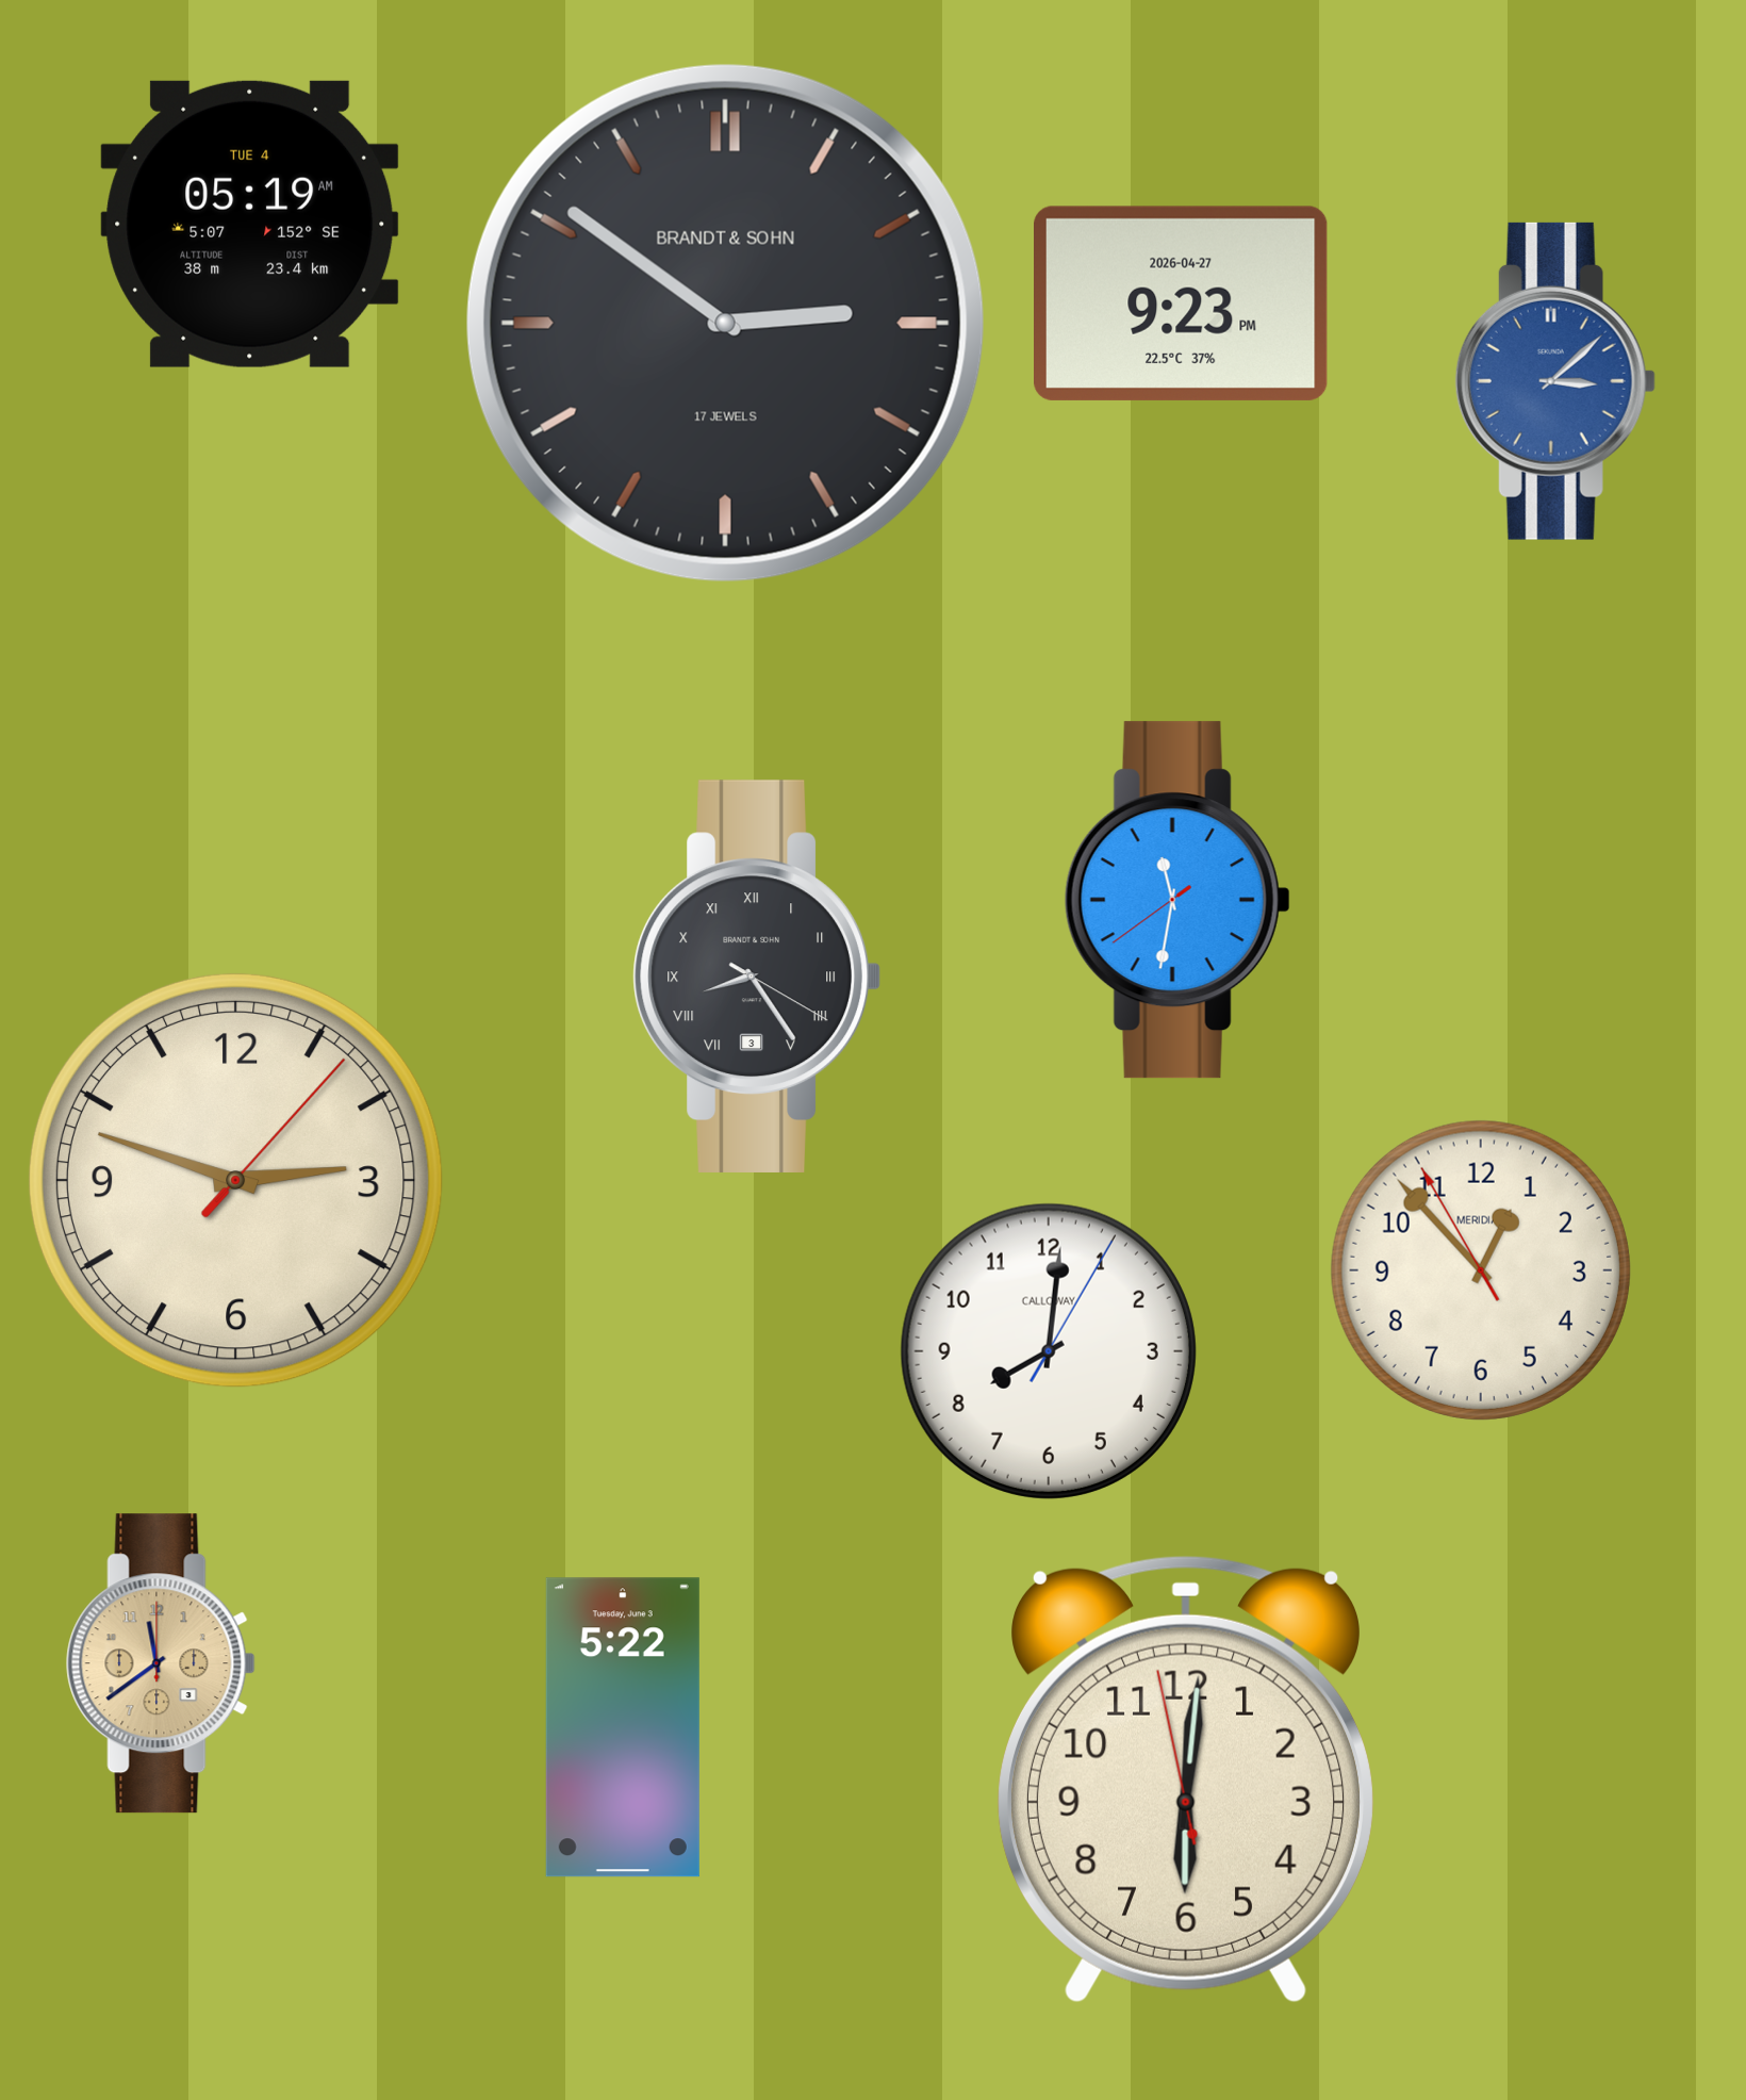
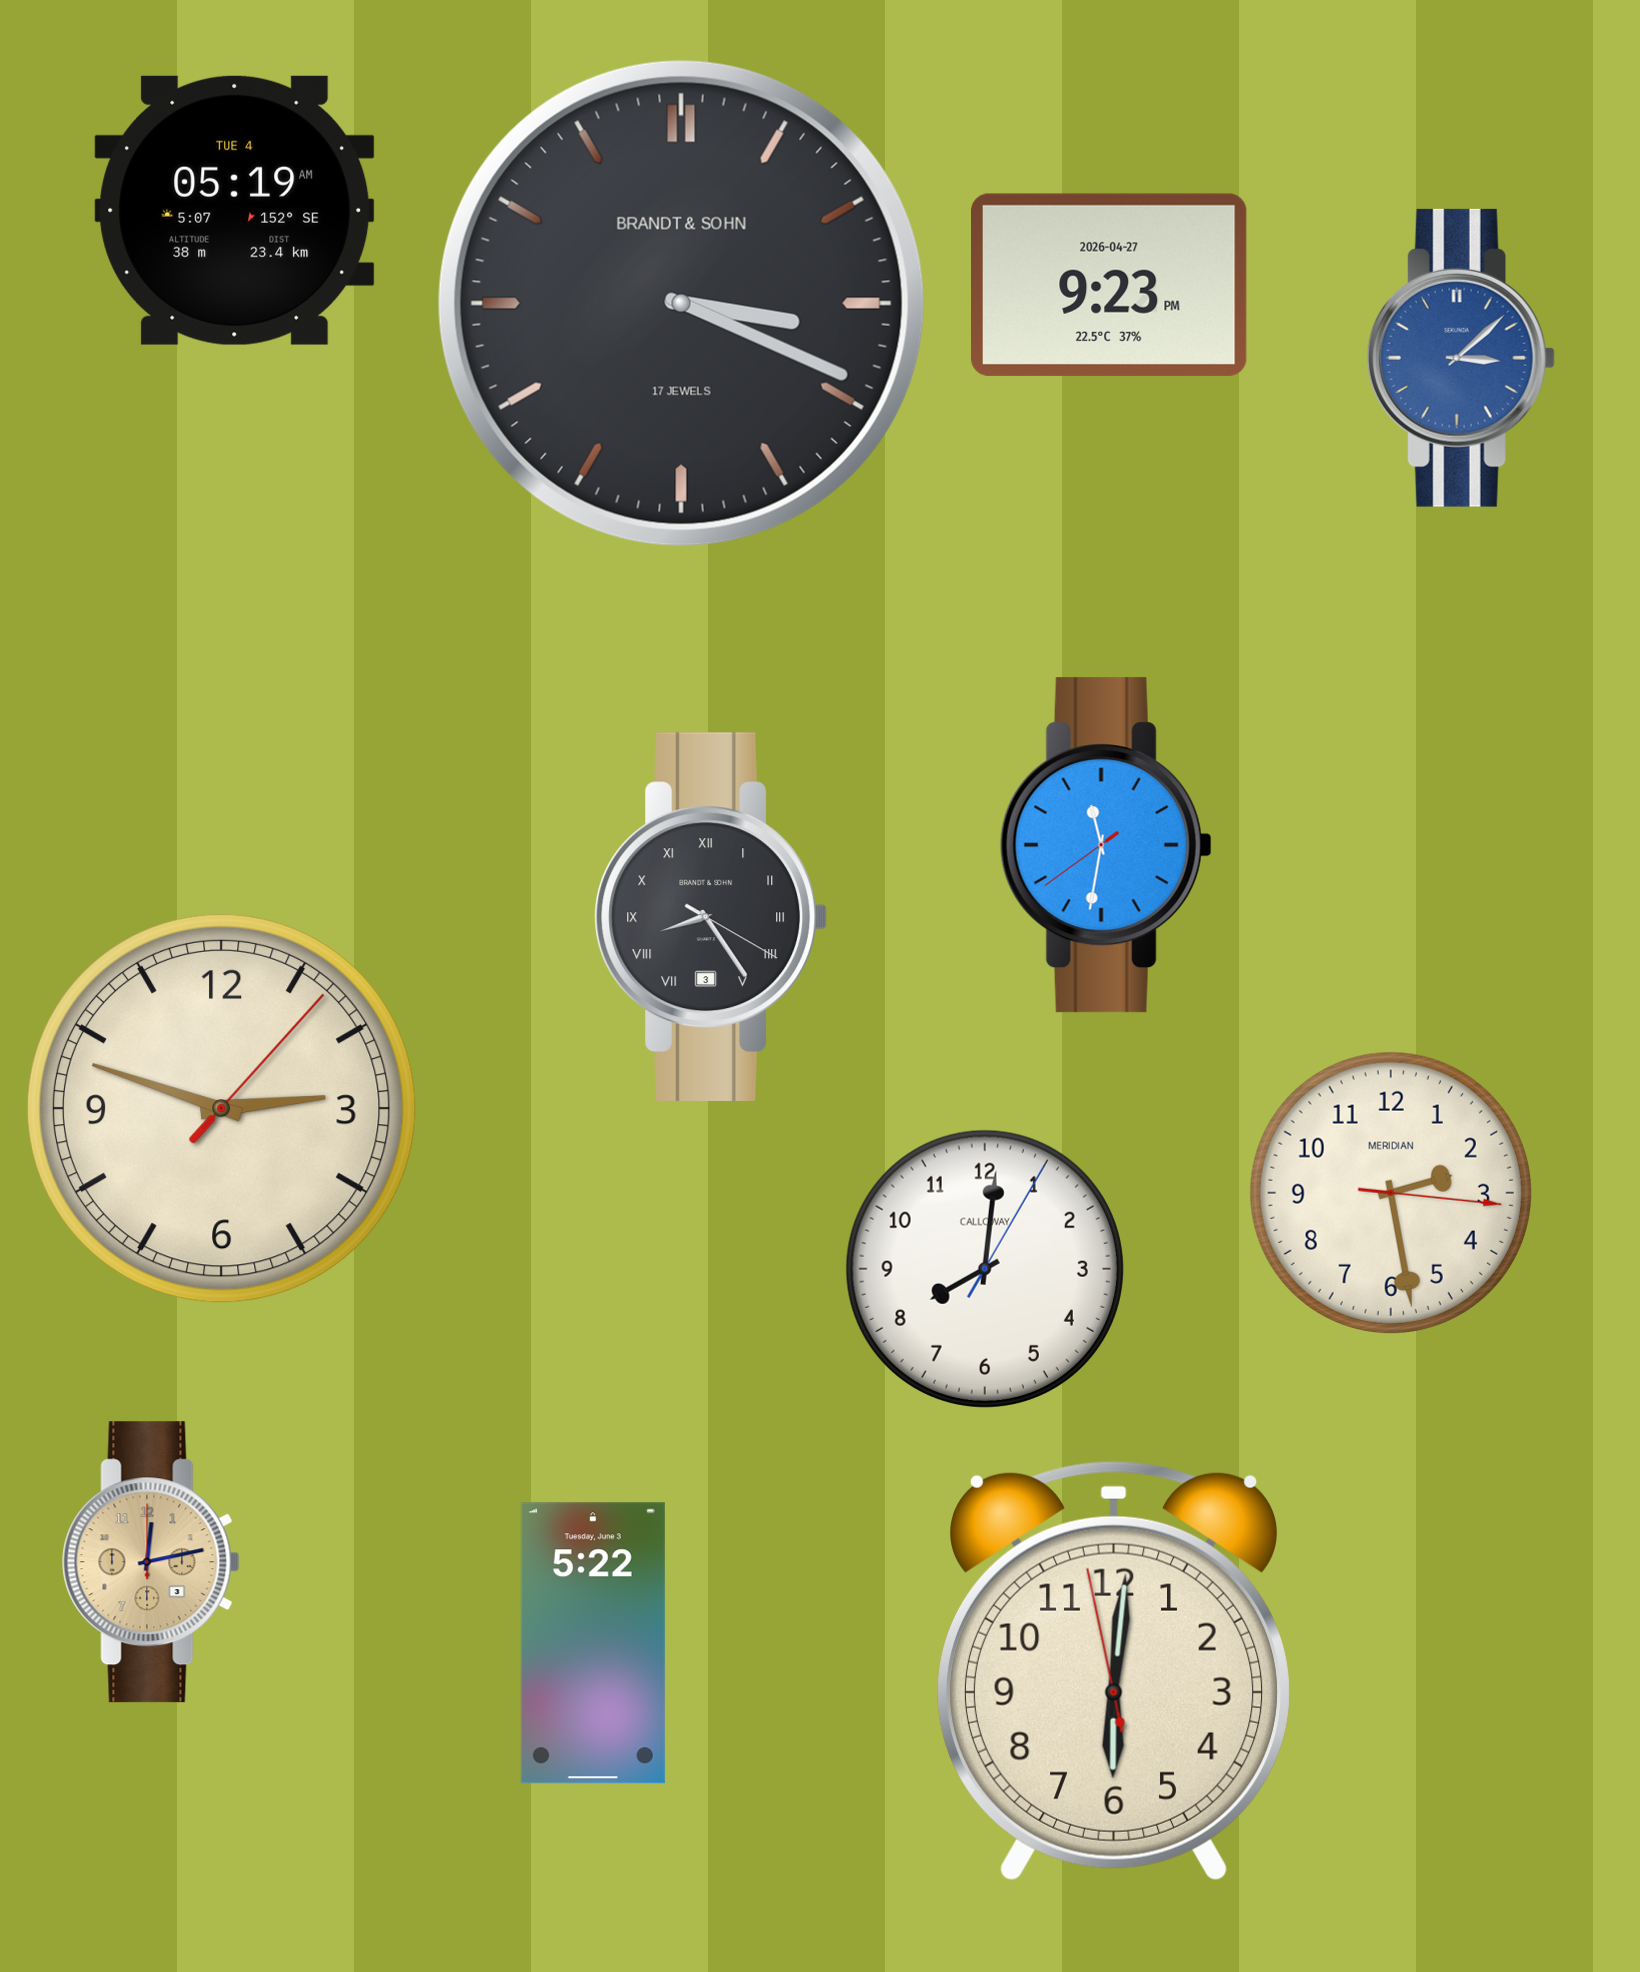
clock at (725, 323): 2:51 -> 3:19
clock at (1481, 1270): 12:52 -> 2:28
clock at (161, 1663): 11:39 -> 12:13
clock at (623, 1727) position: (623, 1727) -> (593, 1643)
